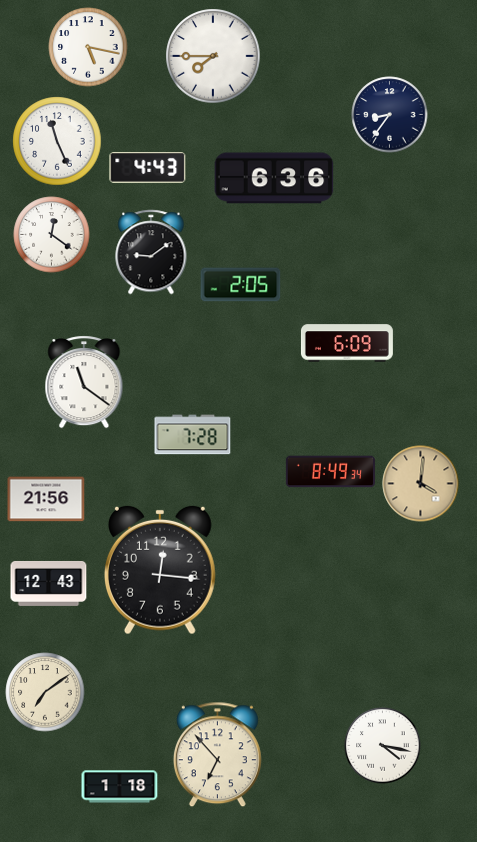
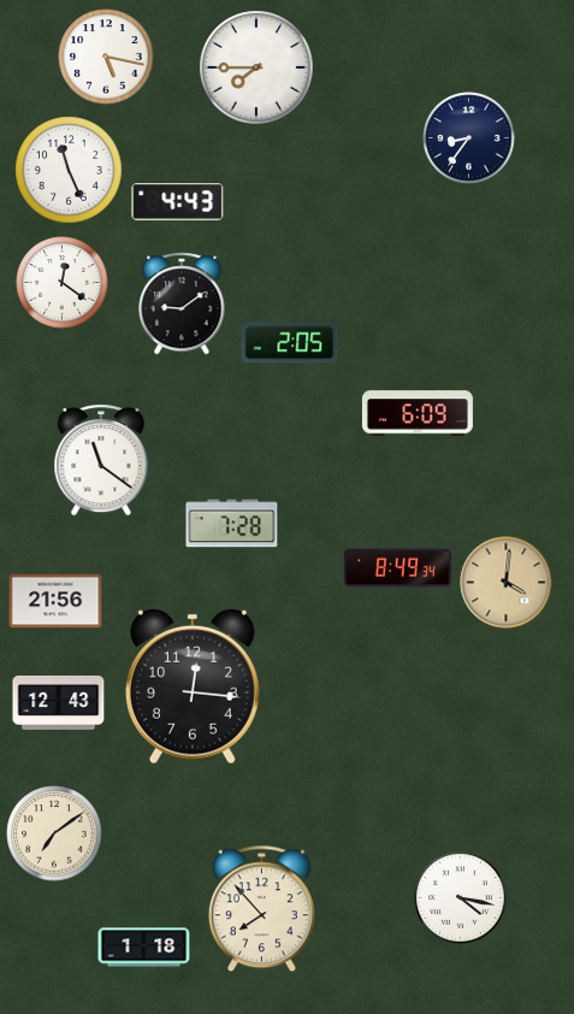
clock at (274, 178): 6:36 -> none
clock at (217, 755): 6:53 -> 7:53
